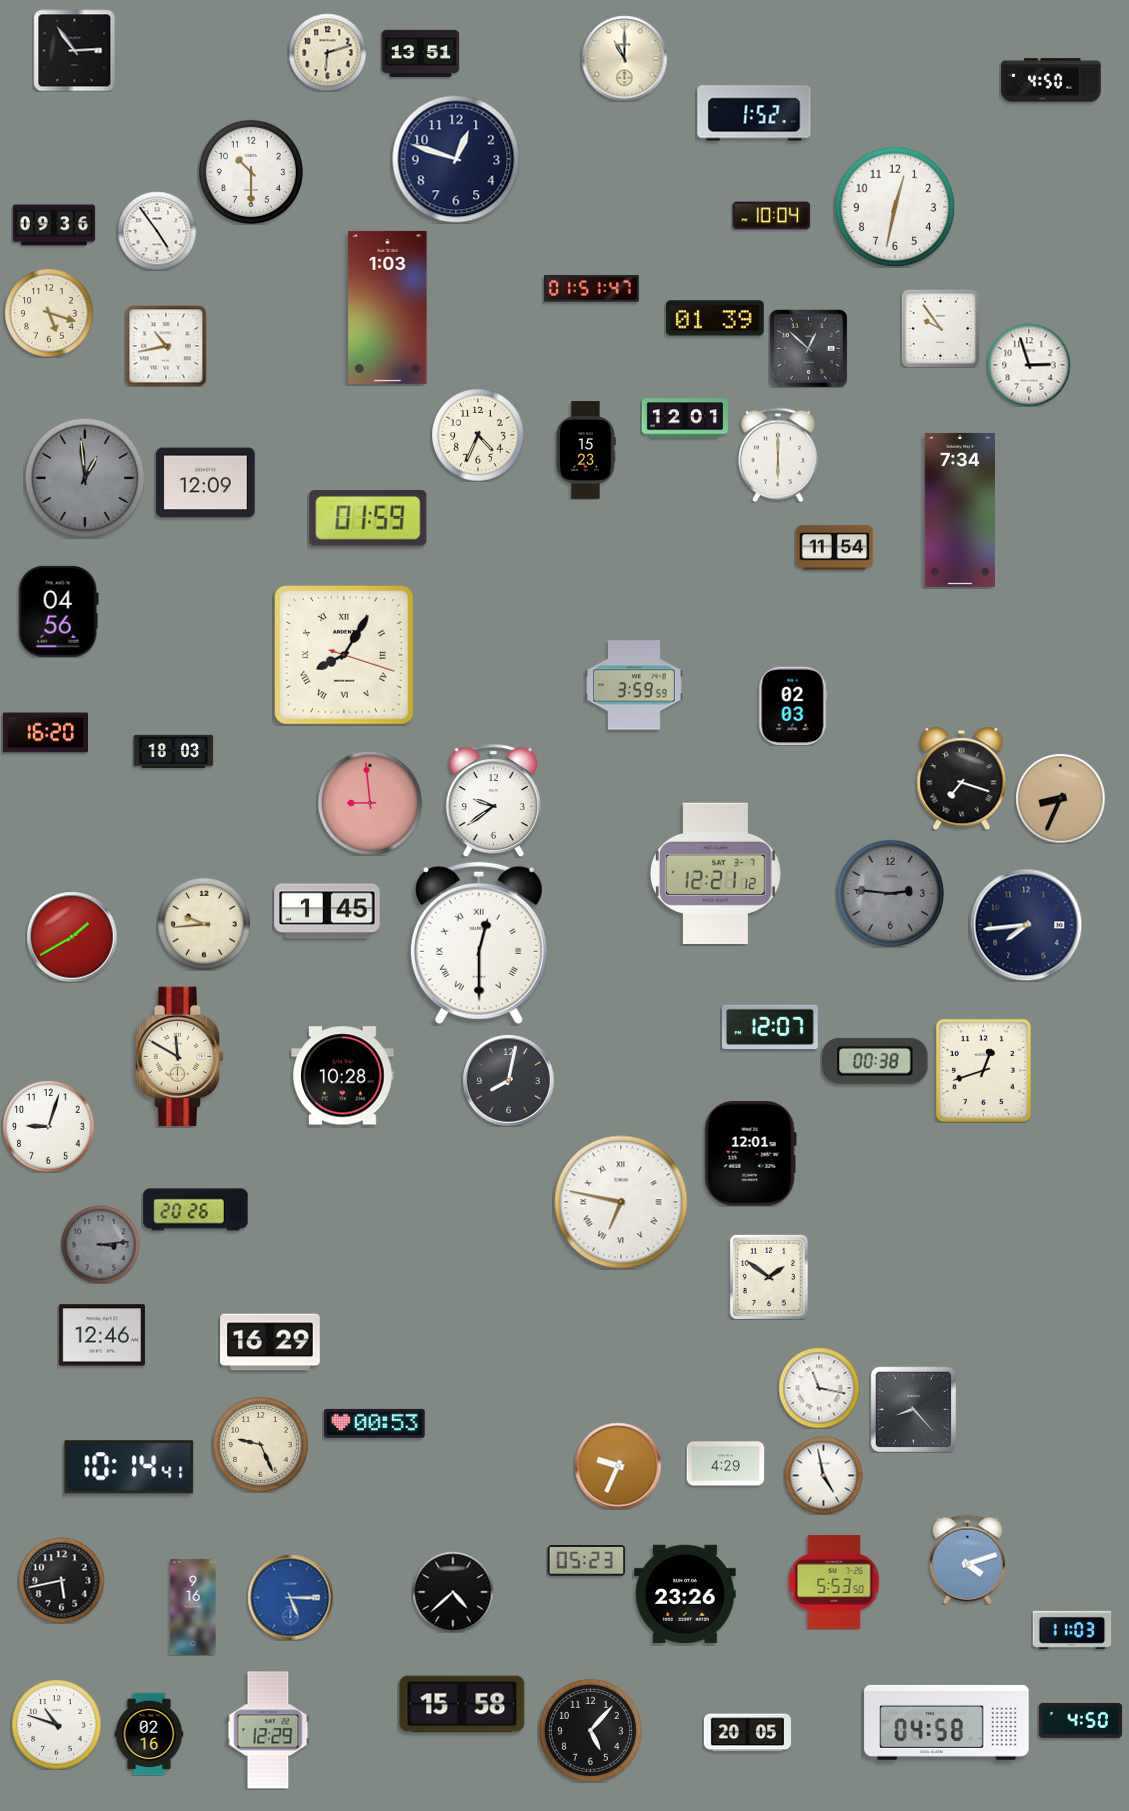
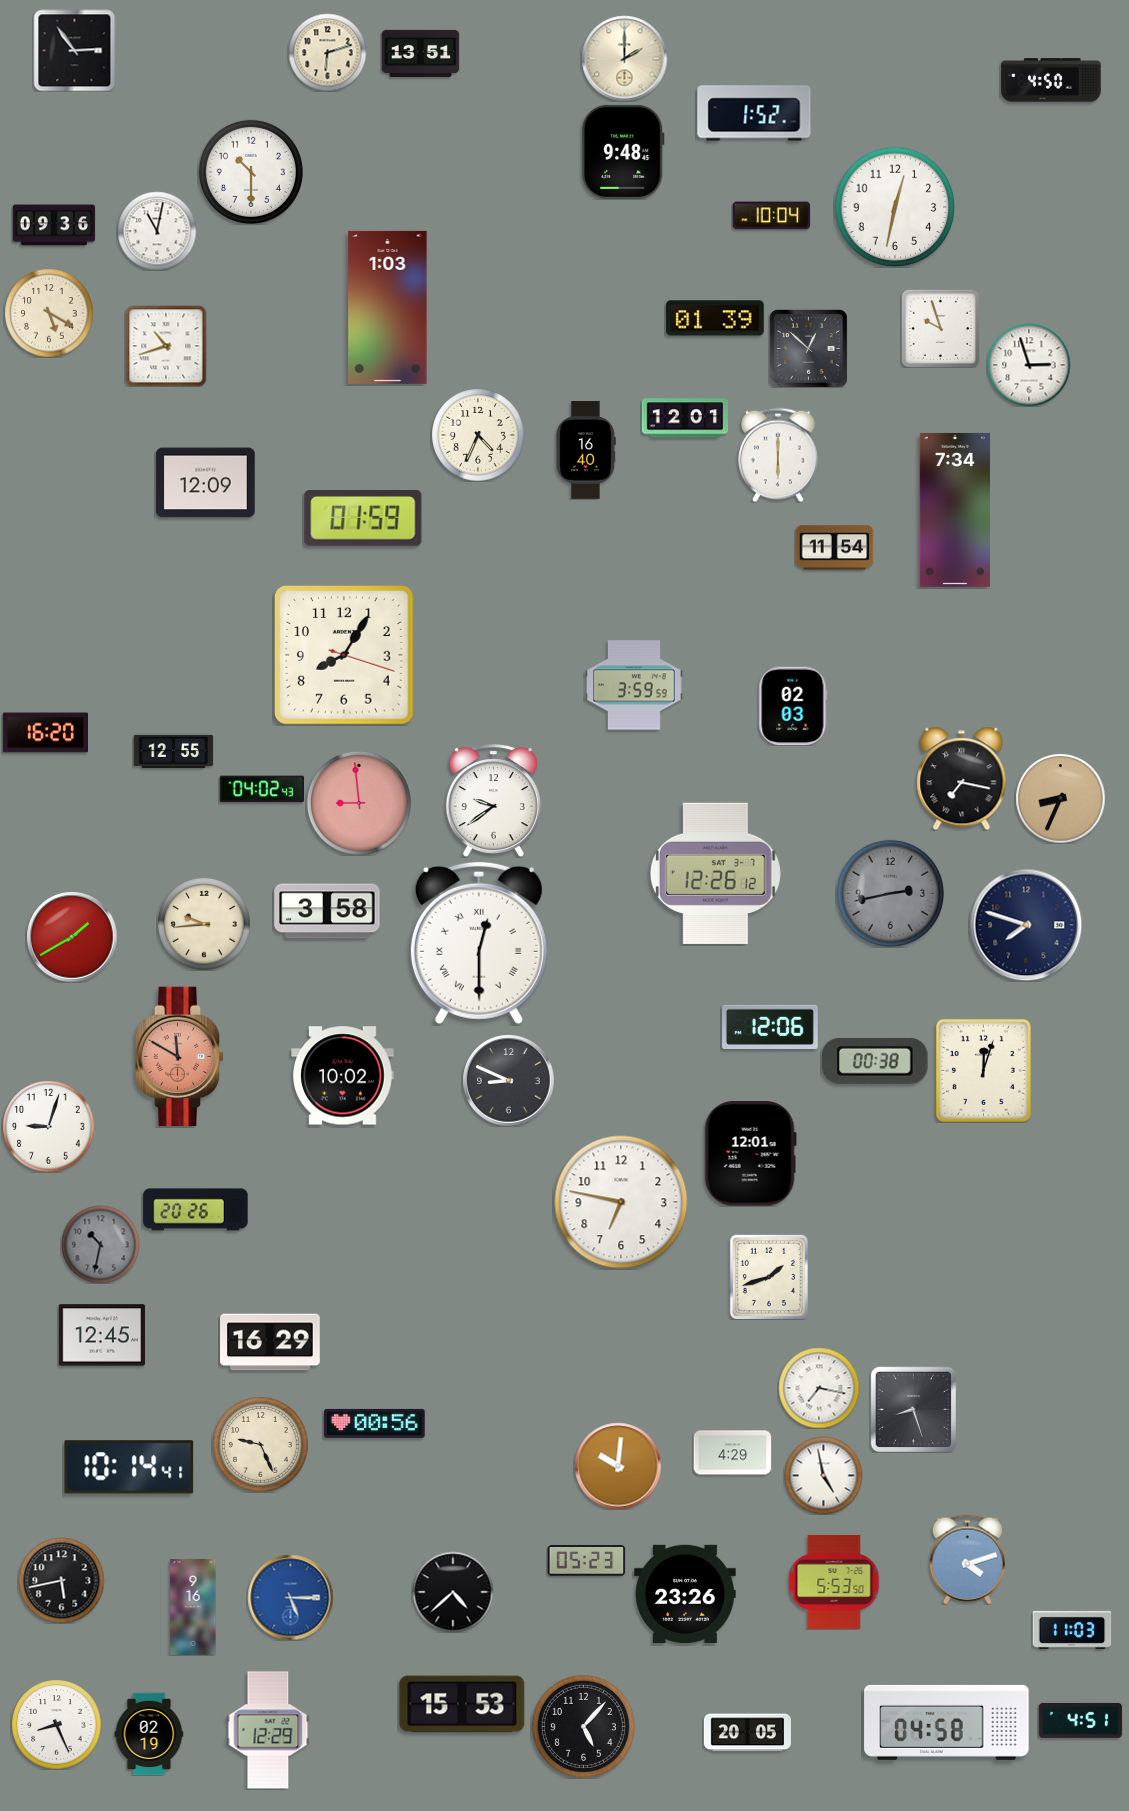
clock at (624, 58): 11:00 -> 2:00
clock at (623, 152): none -> 9:48
clock at (456, 159): 12:48 -> none
clock at (157, 231): 4:54 -> 11:02
clock at (592, 289): 01:51 -> none
clock at (49, 313): 5:18 -> 5:20
clock at (940, 328): 9:54 -> 9:57
clock at (166, 346): 10:43 -> 10:42
clock at (586, 450): 15:23 -> 16:40
clock at (85, 478): 12:59 -> none
clock at (960, 510) position: (960, 510) -> (955, 510)
clock at (368, 519) position: (368, 519) -> (363, 519)
clock at (58, 611): 04:56 -> none
clock at (345, 656) numerals: Roman -> Arabic
clock at (173, 751): 18:03 -> 12:55
clock at (962, 778): 7:18 -> 7:17
clock at (261, 789): none -> 04:02
clock at (370, 803) position: (370, 803) -> (359, 803)
clock at (715, 873): 12:21 -> 12:26
clock at (890, 893): 2:46 -> 2:43
clock at (327, 911): 1:45 -> 3:58
clock at (1026, 925): 7:44 -> 7:48
clock at (771, 1026): 12:07 -> 12:06
clock at (180, 1057) dial: cream -> salmon
clock at (983, 1070): 12:42 -> 12:03
clock at (343, 1076): 10:28 -> 10:02
clock at (508, 1080): 8:02 -> 8:49
clock at (621, 1202) numerals: Roman -> Arabic
clock at (100, 1244): 3:14 -> 10:32
clock at (769, 1277): 1:51 -> 1:42
clock at (102, 1335): 12:46 -> 12:45
clock at (819, 1388): 11:17 -> 7:17
clock at (913, 1409): 8:23 -> 8:27
clock at (375, 1423): 00:53 -> 00:56
clock at (725, 1464) position: (725, 1464) -> (732, 1453)
clock at (618, 1466): 9:34 -> 10:01
clock at (462, 1704): 15:58 -> 15:53
clock at (1080, 1720): 4:50 -> 4:51
clock at (56, 1724): 10:48 -> 8:26
clock at (590, 1730) position: (590, 1730) -> (583, 1726)
clock at (149, 1734): 02:16 -> 02:19
